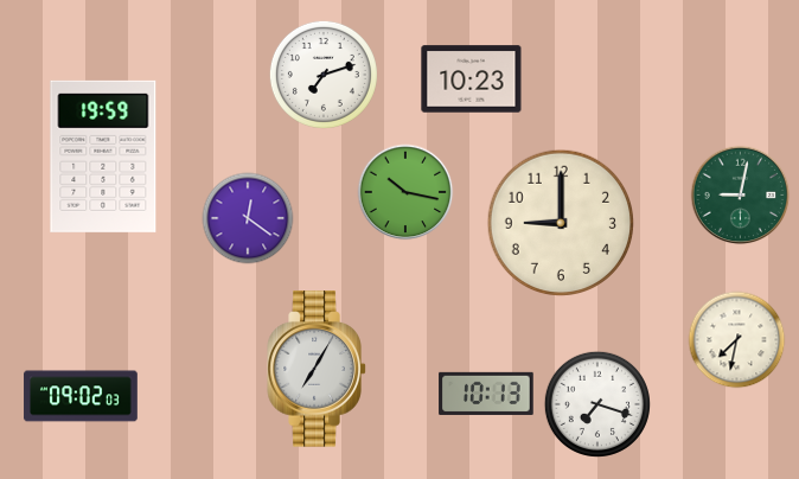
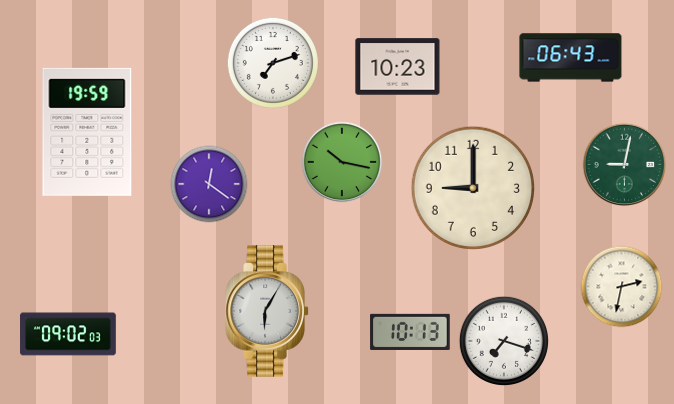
clock at (571, 58): none -> 06:43
clock at (737, 340): 7:32 -> 2:32
clock at (317, 369): 7:05 -> 6:05
